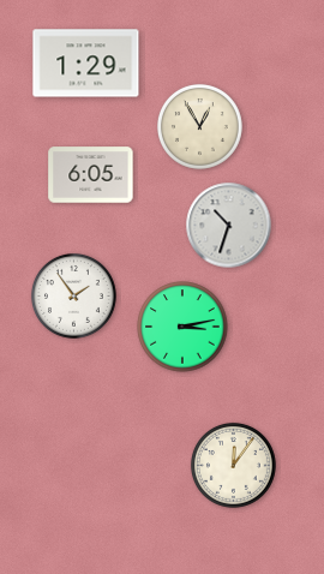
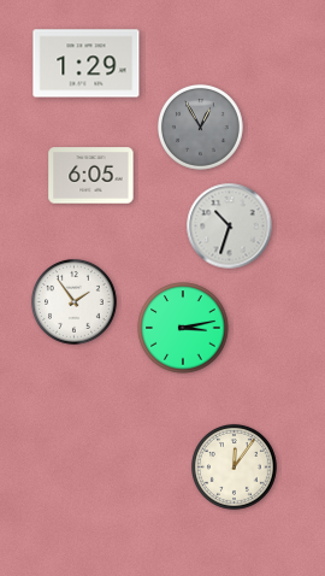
clock at (199, 126) dial: cream -> grey
clock at (73, 295) position: (73, 295) -> (73, 301)
